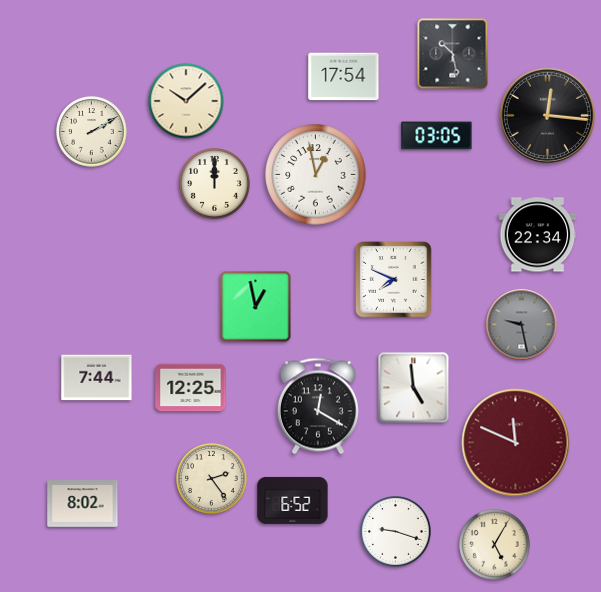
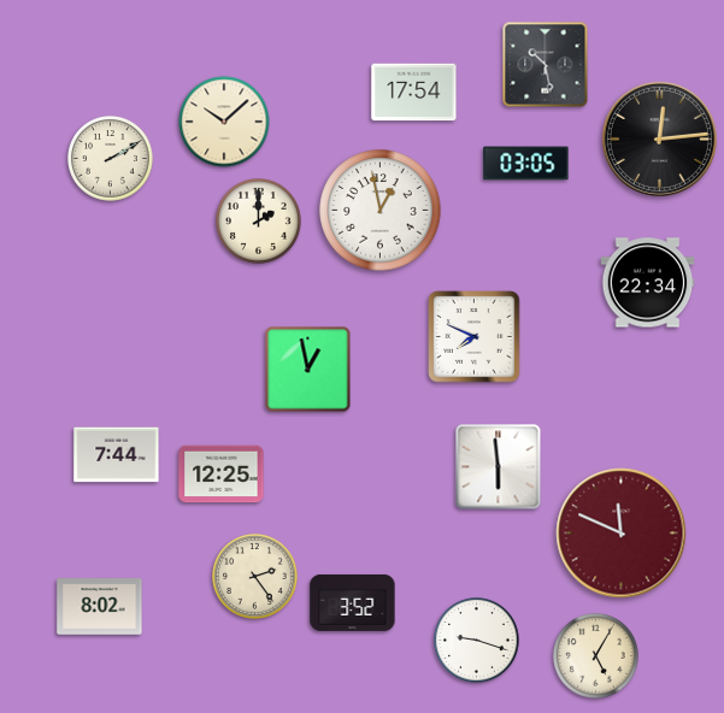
clock at (547, 115): 12:16 -> 12:14
clock at (215, 184): 12:00 -> 2:00
clock at (522, 325): 9:28 -> none
clock at (191, 388) position: (191, 388) -> (222, 475)
clock at (414, 388): 4:59 -> 5:59
clock at (318, 406): 12:20 -> none
clock at (293, 500): 6:52 -> 3:52
